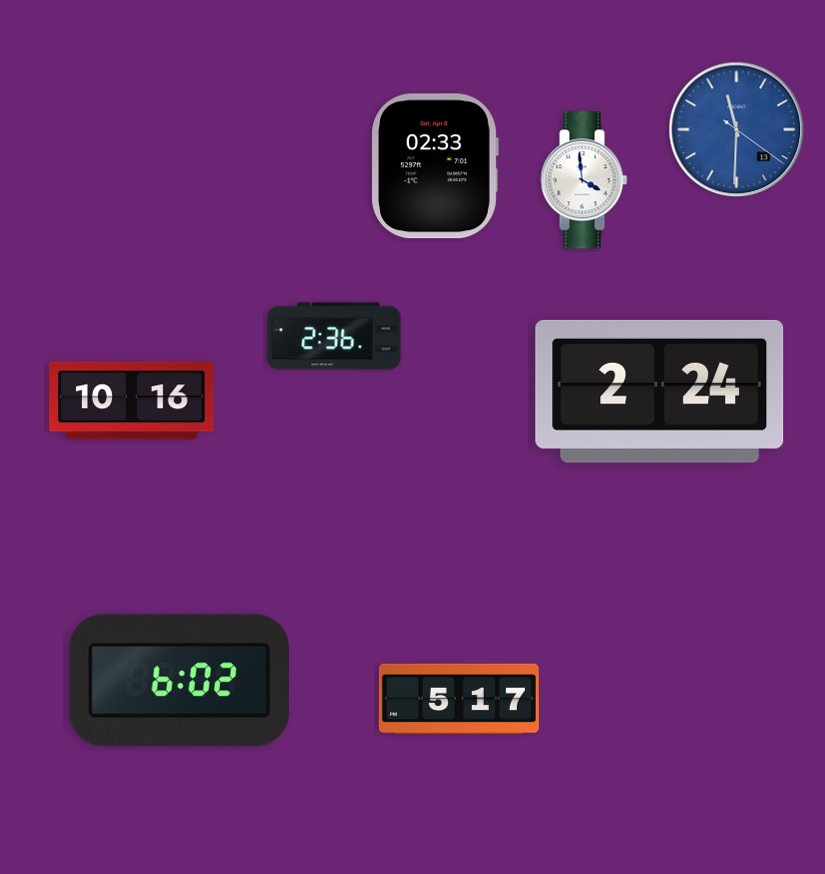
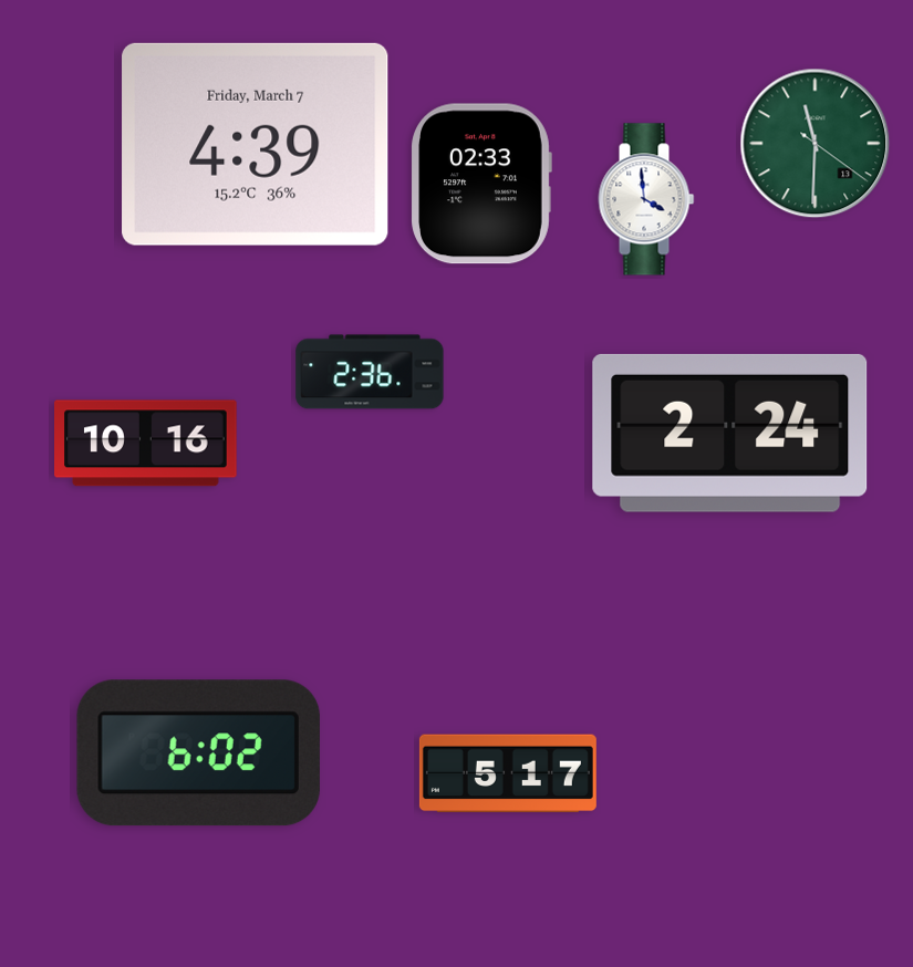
clock at (256, 144): none -> 4:39
clock at (737, 130) dial: blue -> green
